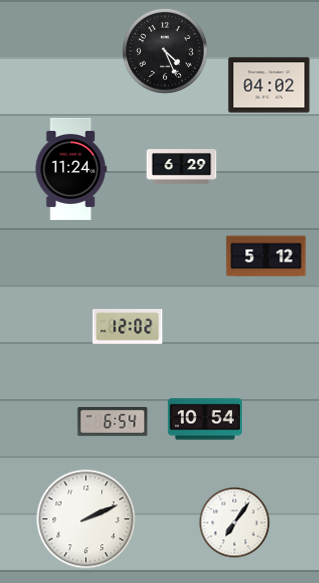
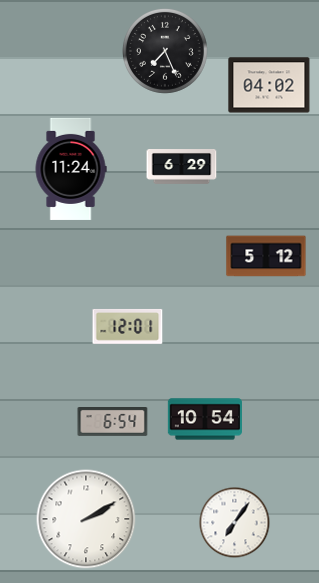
clock at (166, 52): 4:26 -> 7:26
clock at (128, 326): 12:02 -> 12:01
clock at (86, 519): 2:11 -> 2:10
